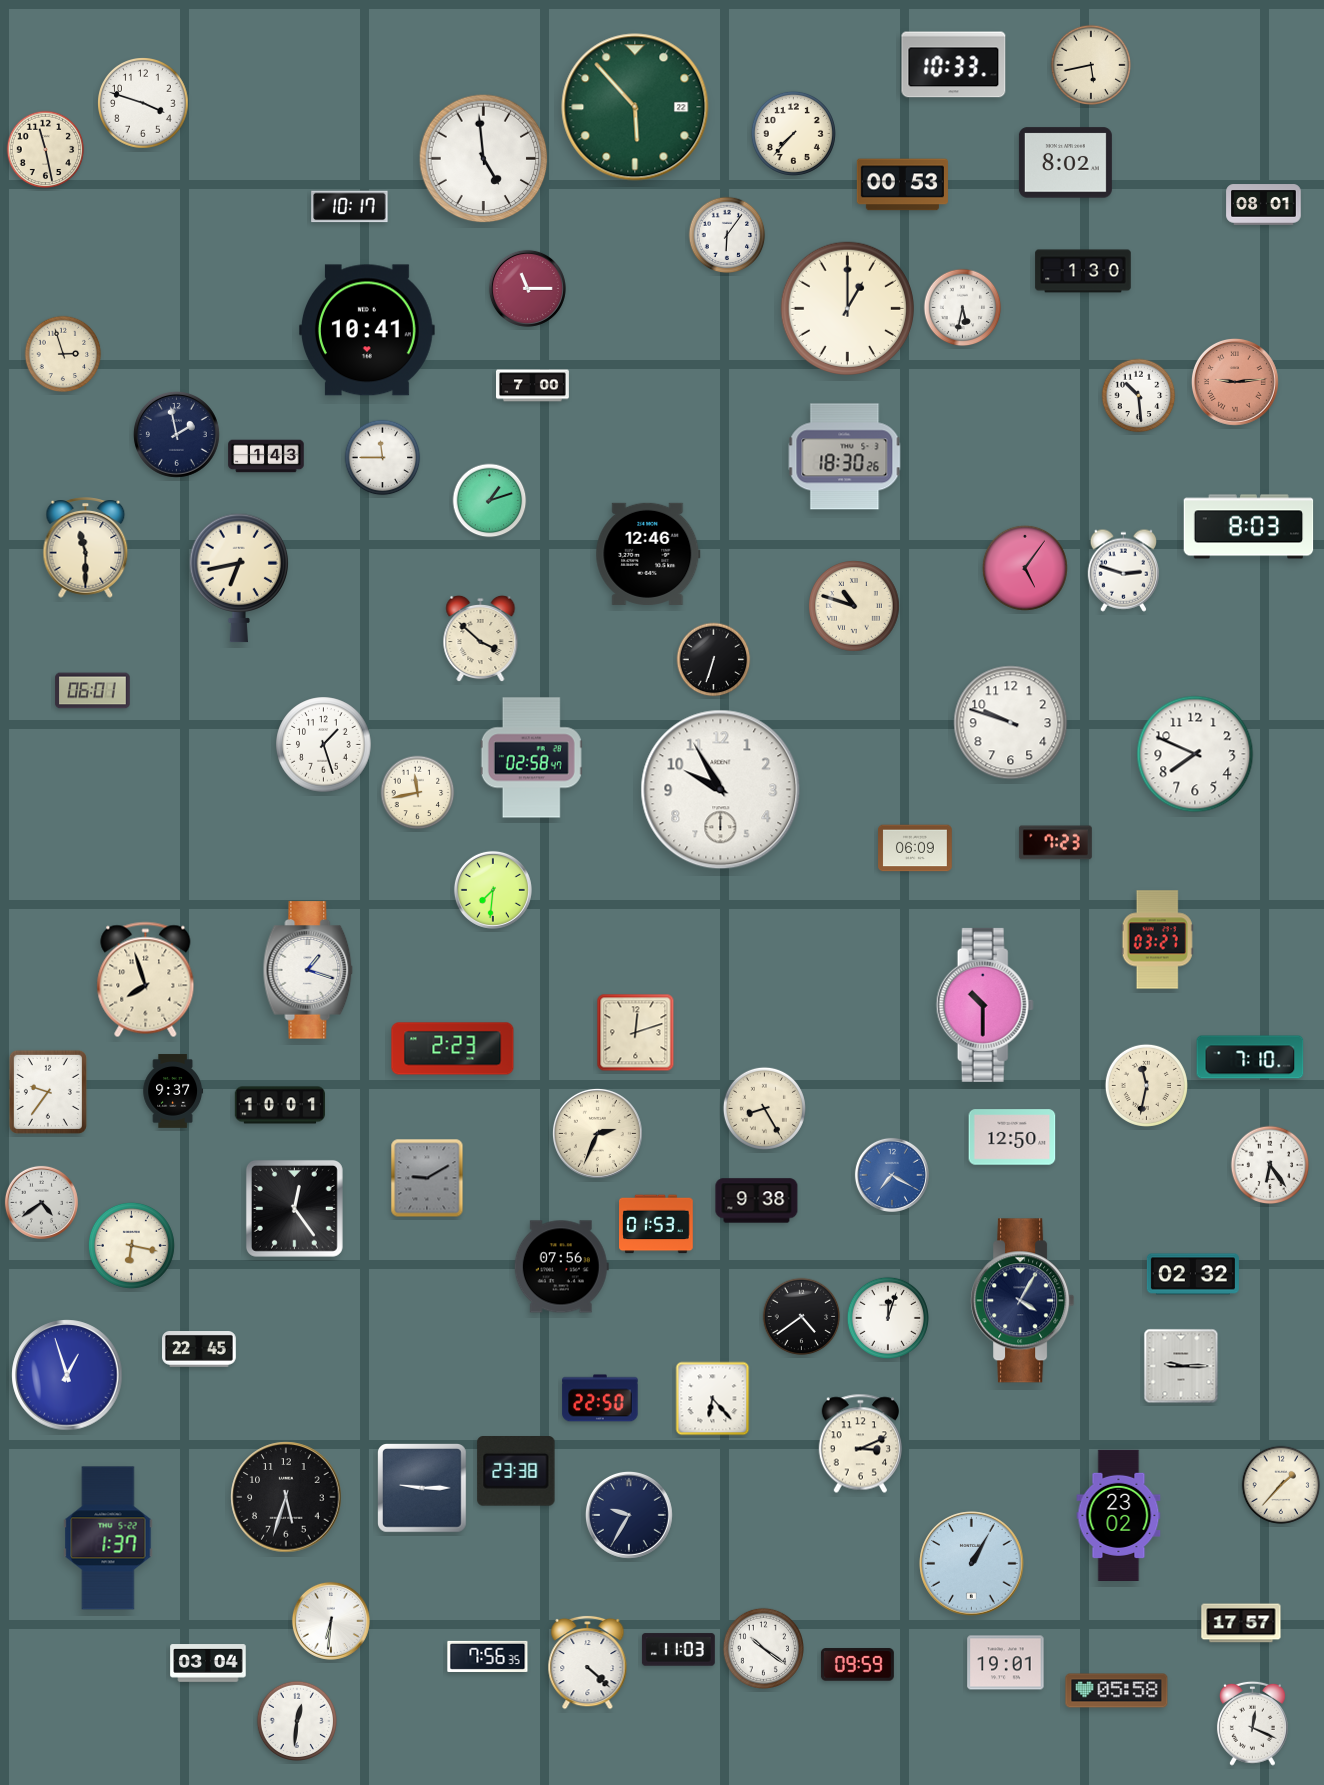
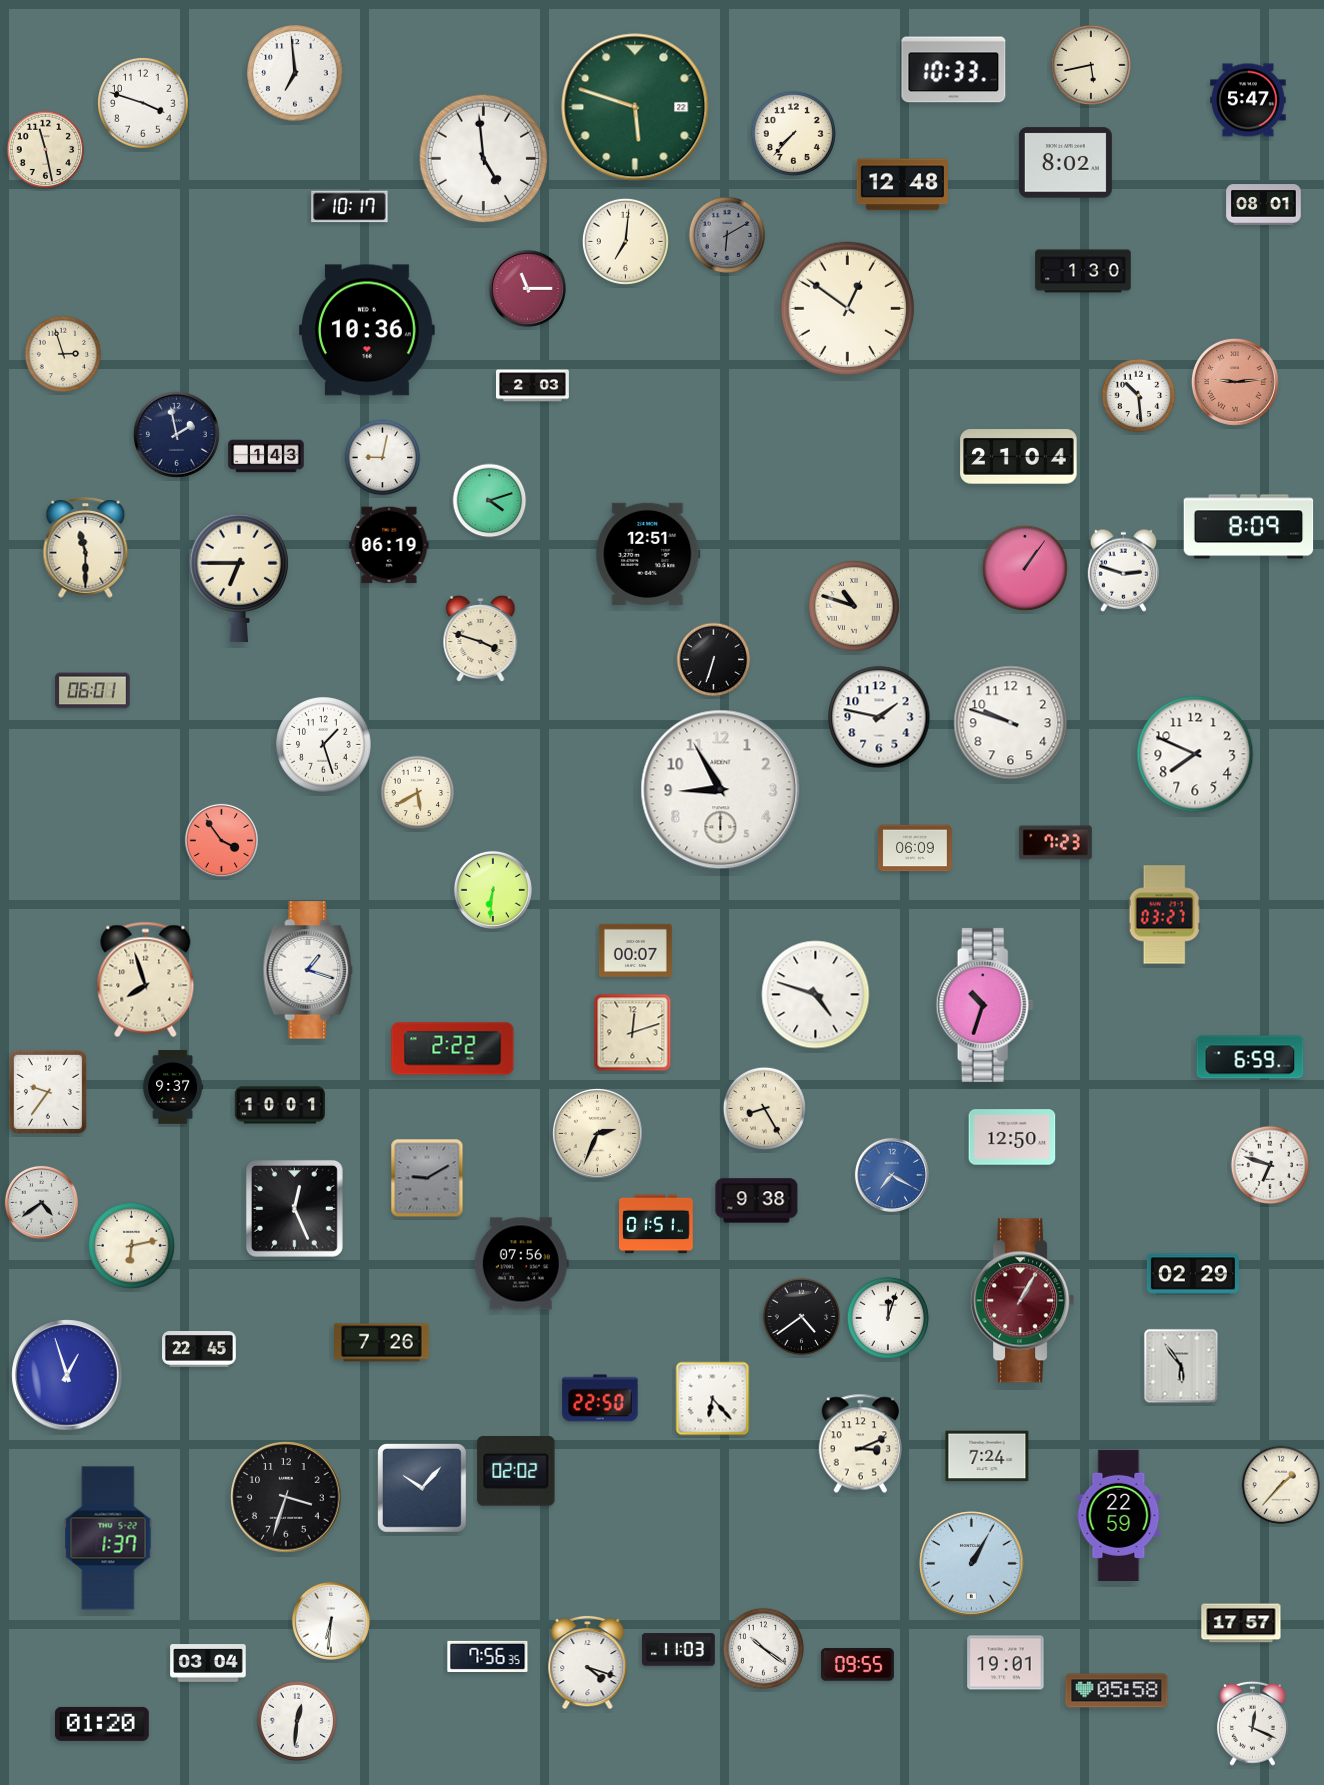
clock at (954, 65) position: (954, 65) -> (954, 70)
clock at (295, 73): none -> 6:59
clock at (1248, 100): none -> 5:47
clock at (635, 107): 5:53 -> 5:48
clock at (902, 185): 00:53 -> 12:48
clock at (727, 235): 6:06 -> 6:10
clock at (727, 235) dial: white -> grey
clock at (625, 241): none -> 7:01
clock at (847, 308): 1:00 -> 12:51
clock at (963, 308): 5:32 -> none
clock at (367, 330): 10:41 -> 10:36
clock at (533, 386): 7:00 -> 2:03
clock at (845, 457): 18:30 -> none
clock at (1019, 457): none -> 21:04
clock at (383, 458): 11:45 -> 9:02
clock at (490, 501): 1:12 -> 4:12
clock at (1249, 527): 8:03 -> 8:09
clock at (389, 545): none -> 06:19
clock at (648, 554): 12:46 -> 12:51
clock at (1025, 568): 5:06 -> 1:06
clock at (239, 578): 6:43 -> 6:45
clock at (481, 639): 3:52 -> 3:48
clock at (879, 717): none -> 1:47
clock at (531, 758): 02:58 -> none
clock at (721, 790): 9:55 -> 8:55
clock at (418, 793): 11:43 -> 5:40
clock at (221, 840): none -> 3:54
clock at (493, 890): 7:31 -> 6:31
clock at (1157, 940) position: (1157, 940) -> (1164, 915)
clock at (635, 950): none -> 00:07
clock at (816, 995): none -> 4:48
clock at (985, 1005): 10:30 -> 10:33
clock at (636, 1033) position: (636, 1033) -> (633, 1033)
clock at (453, 1049): 2:23 -> 2:22
clock at (1250, 1057): 7:10 -> 6:59
clock at (1146, 1085): 11:32 -> none
clock at (173, 1091) position: (173, 1091) -> (173, 1087)
clock at (1270, 1165): 6:24 -> 6:48
clock at (294, 1208): 12:24 -> 12:26
clock at (657, 1224): 01:53 -> 01:51
clock at (131, 1245): 6:17 -> 6:13
clock at (561, 1267) position: (561, 1267) -> (521, 1264)
clock at (1193, 1274): 02:32 -> 02:29
clock at (1023, 1301): 4:05 -> 1:05
clock at (1023, 1301) dial: navy -> burgundy
clock at (382, 1343): none -> 7:26
clock at (1181, 1366): 9:15 -> 5:54
clock at (987, 1456): none -> 7:24
clock at (516, 1472): 23:38 -> 02:02
clock at (423, 1489): 9:15 -> 10:07
clock at (286, 1497): 5:33 -> 3:33
clock at (629, 1515): 9:35 -> none
clock at (1119, 1515): 23:02 -> 22:59
clock at (588, 1662): 4:22 -> 4:18
clock at (857, 1665): 09:59 -> 09:55
clock at (102, 1724): none -> 01:20
